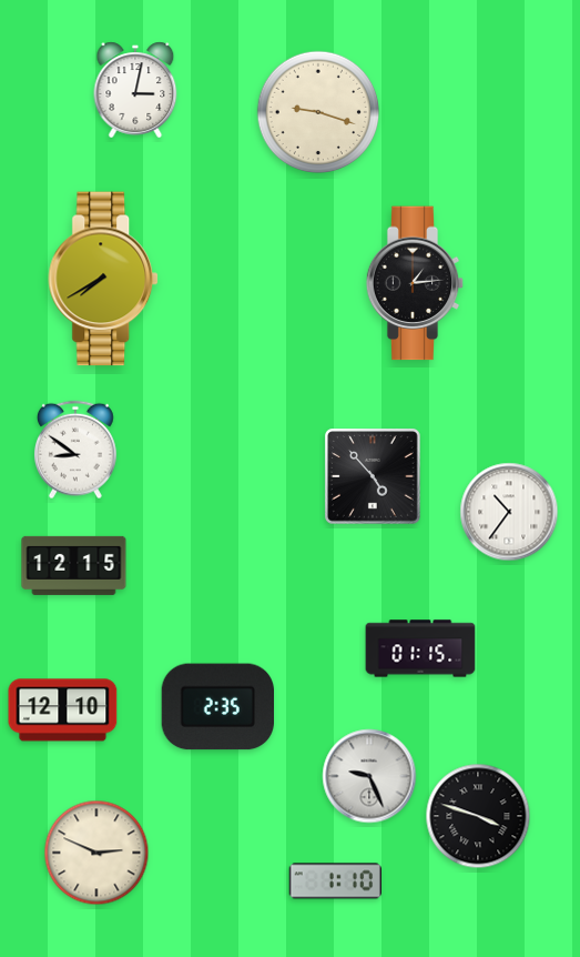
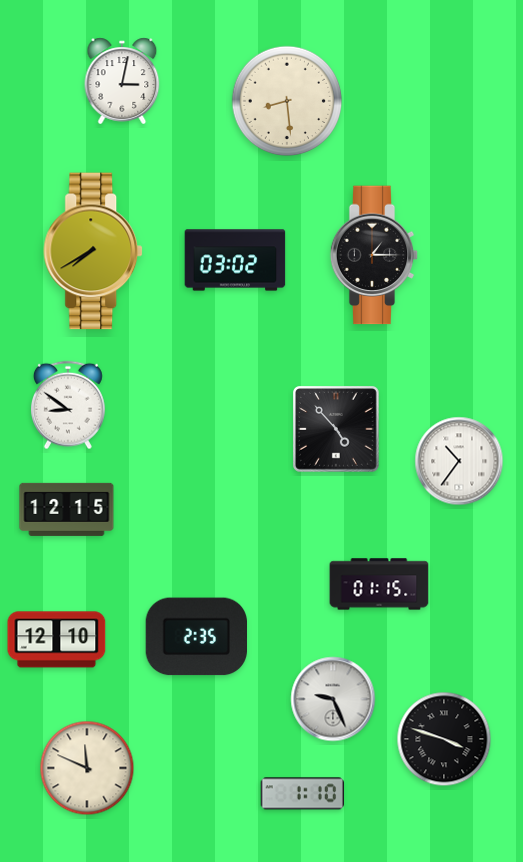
clock at (318, 112): 9:18 -> 8:29
clock at (415, 283): 1:14 -> 1:15
clock at (235, 260): none -> 03:02
clock at (478, 816) position: (478, 816) -> (444, 739)
clock at (96, 853): 2:49 -> 11:49
